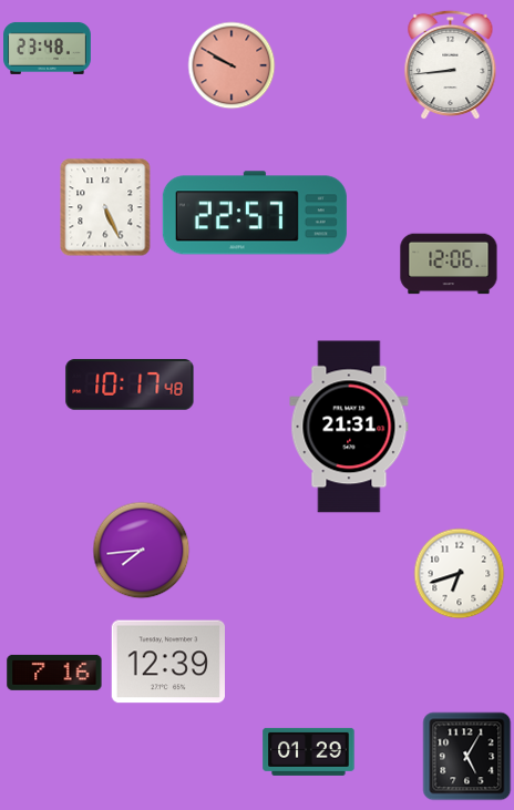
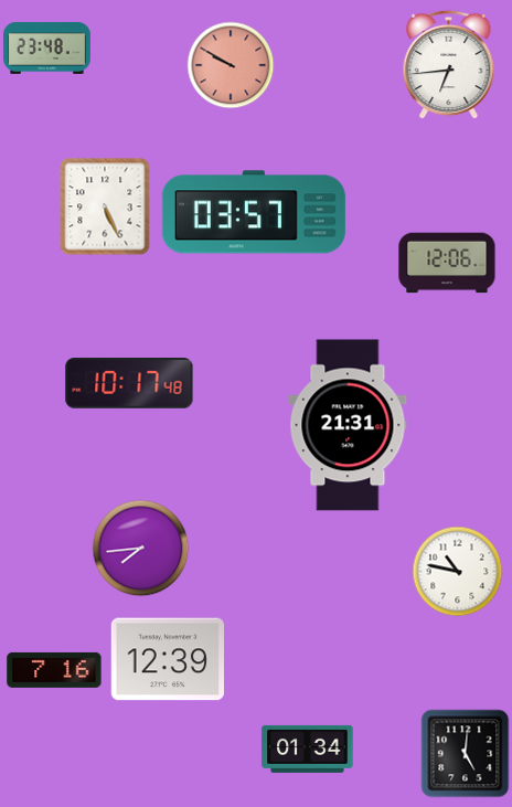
clock at (451, 65): 8:44 -> 6:44
clock at (255, 213): 22:57 -> 03:57
clock at (460, 574): 6:42 -> 10:47
clock at (309, 751): 01:29 -> 01:34
clock at (467, 757): 5:05 -> 5:01
